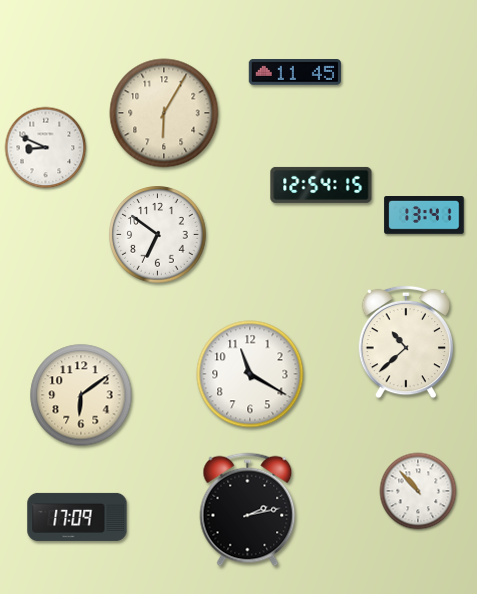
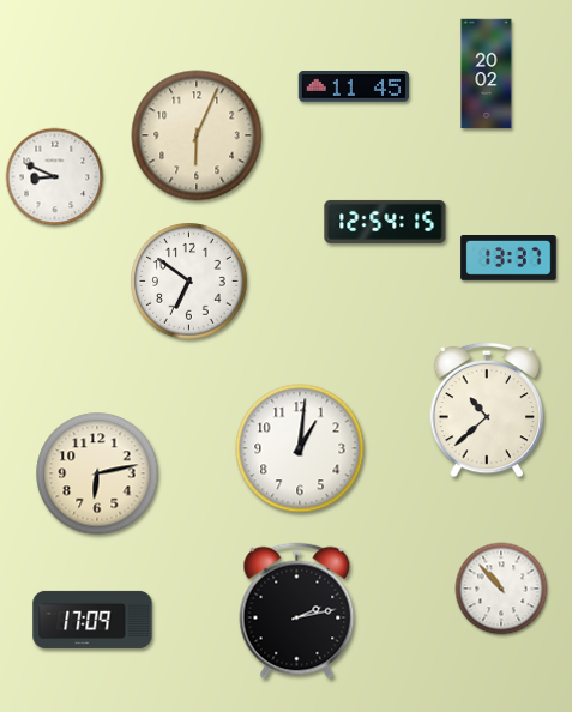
clock at (487, 74): none -> 20:02
clock at (164, 113): 6:05 -> 6:04
clock at (424, 216): 13:41 -> 13:37
clock at (250, 374): 11:20 -> 1:01
clock at (81, 395): 6:09 -> 6:13
